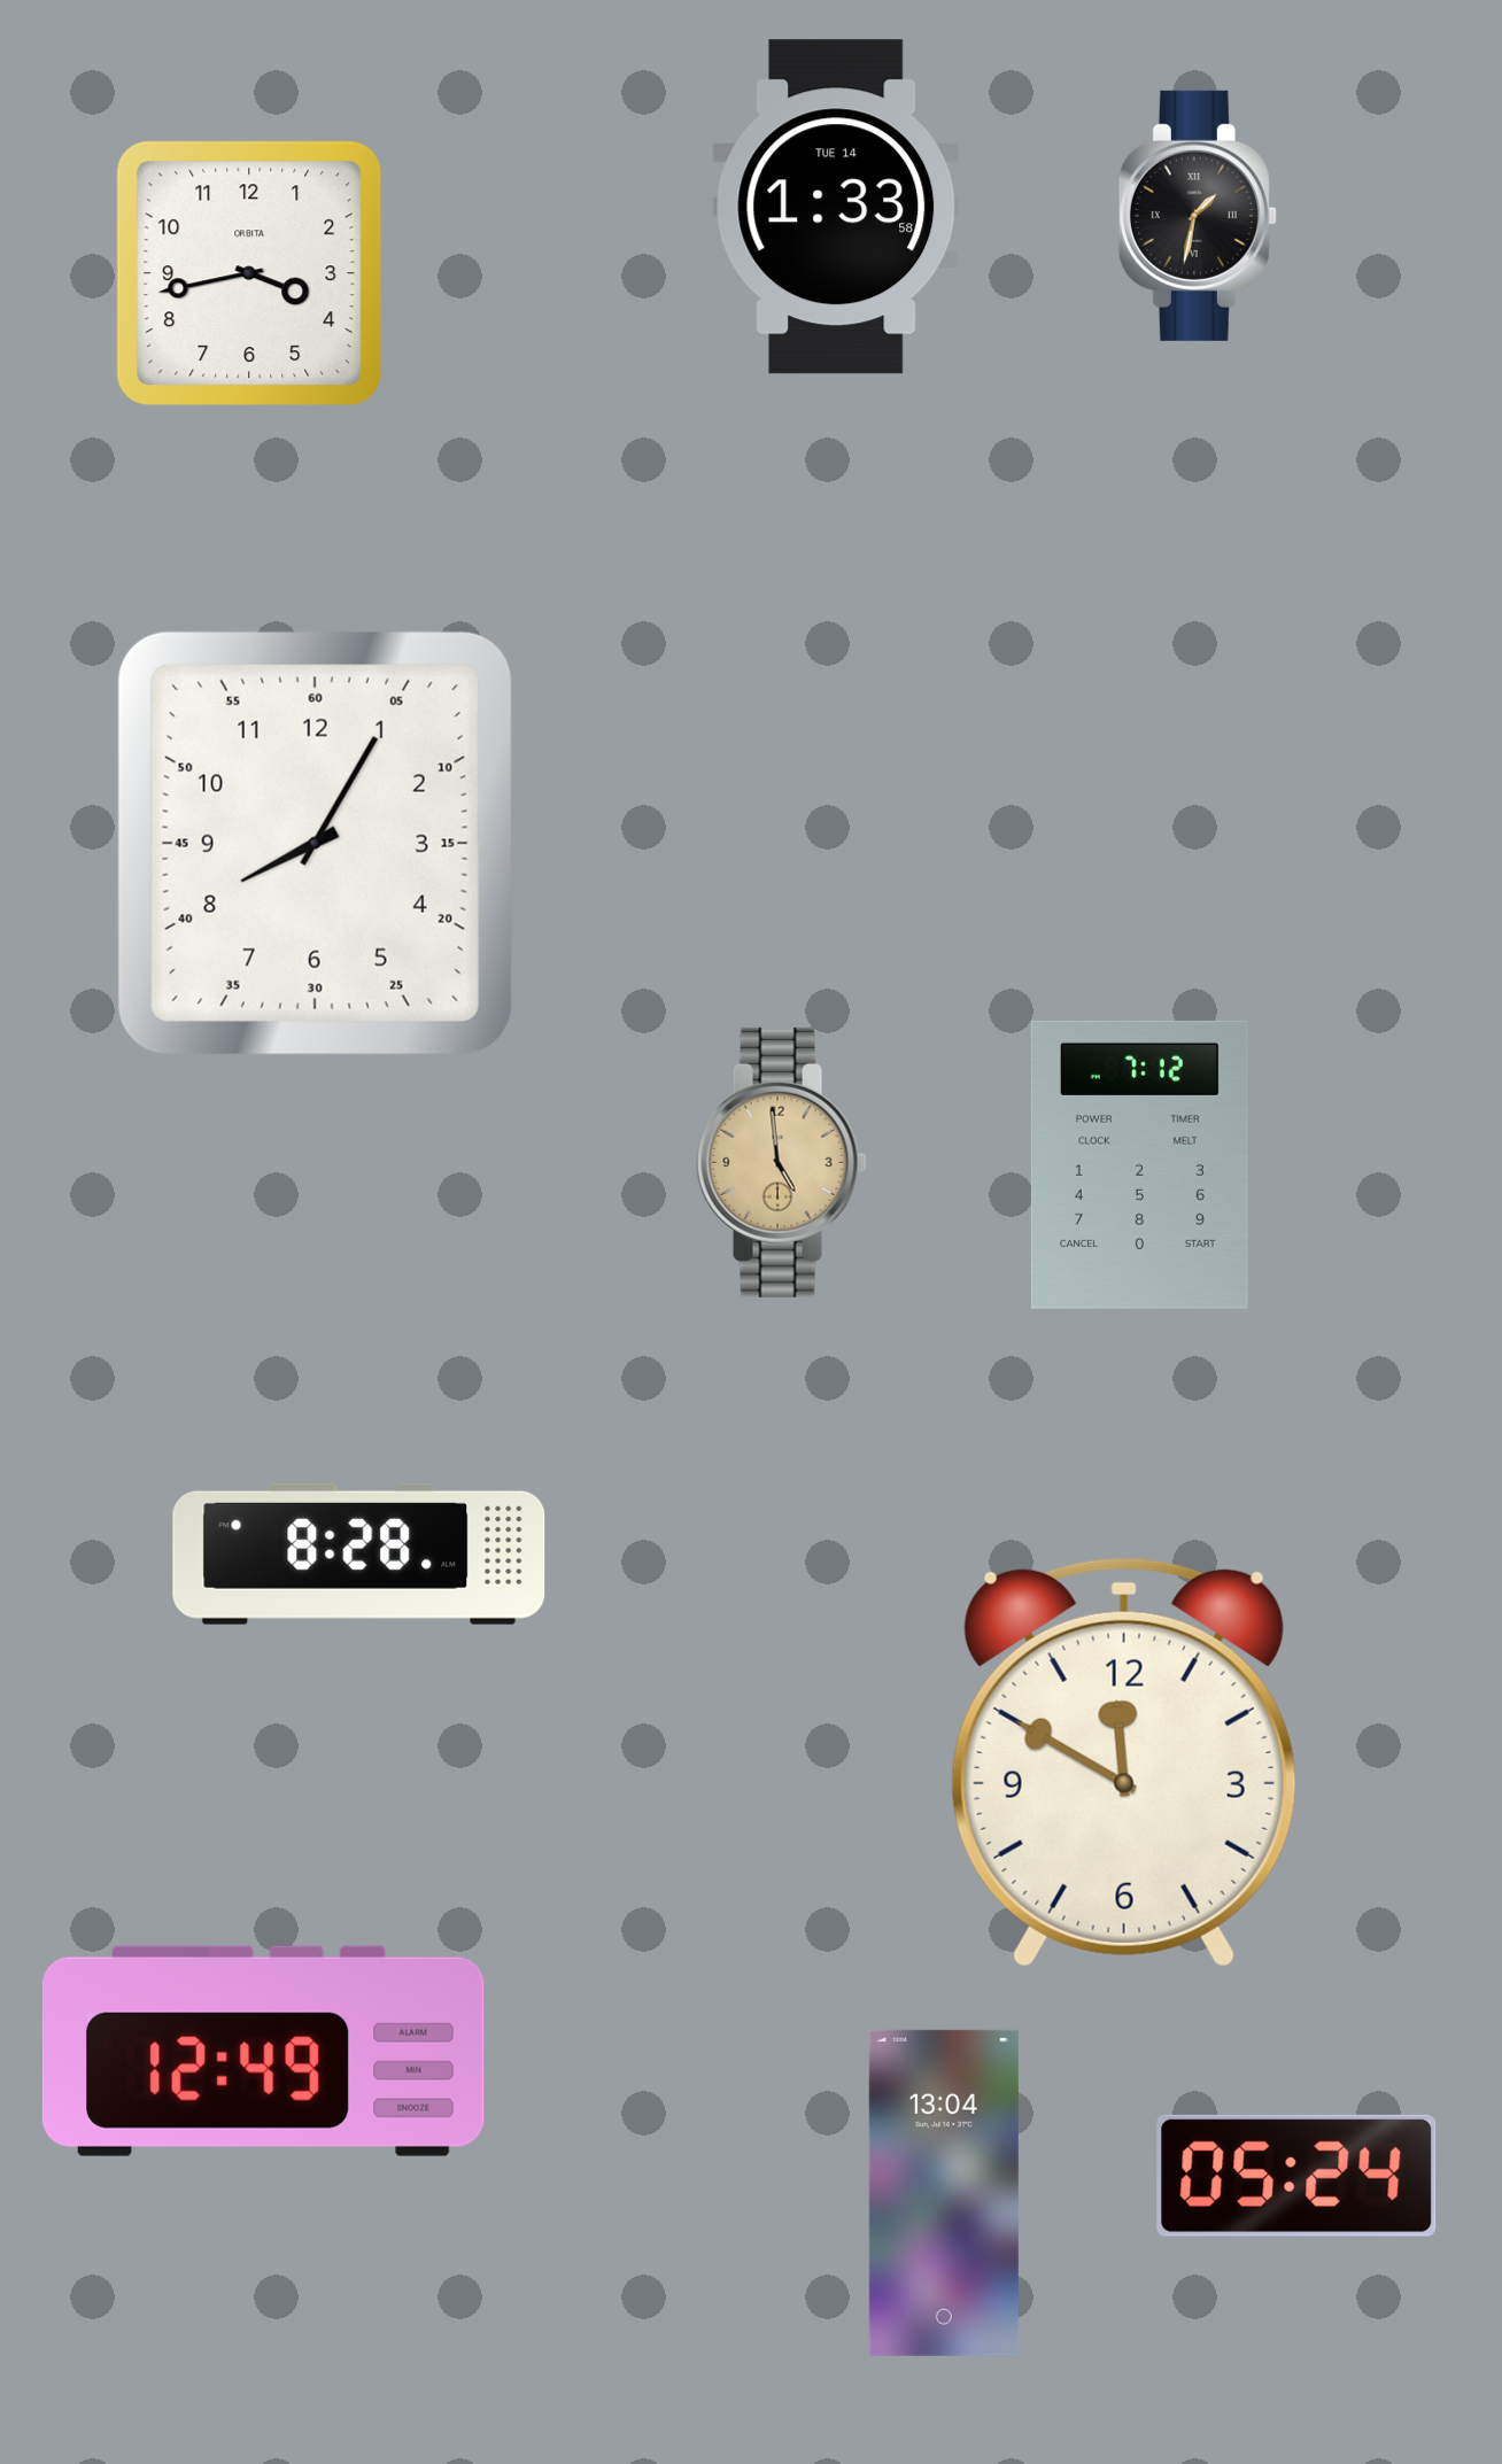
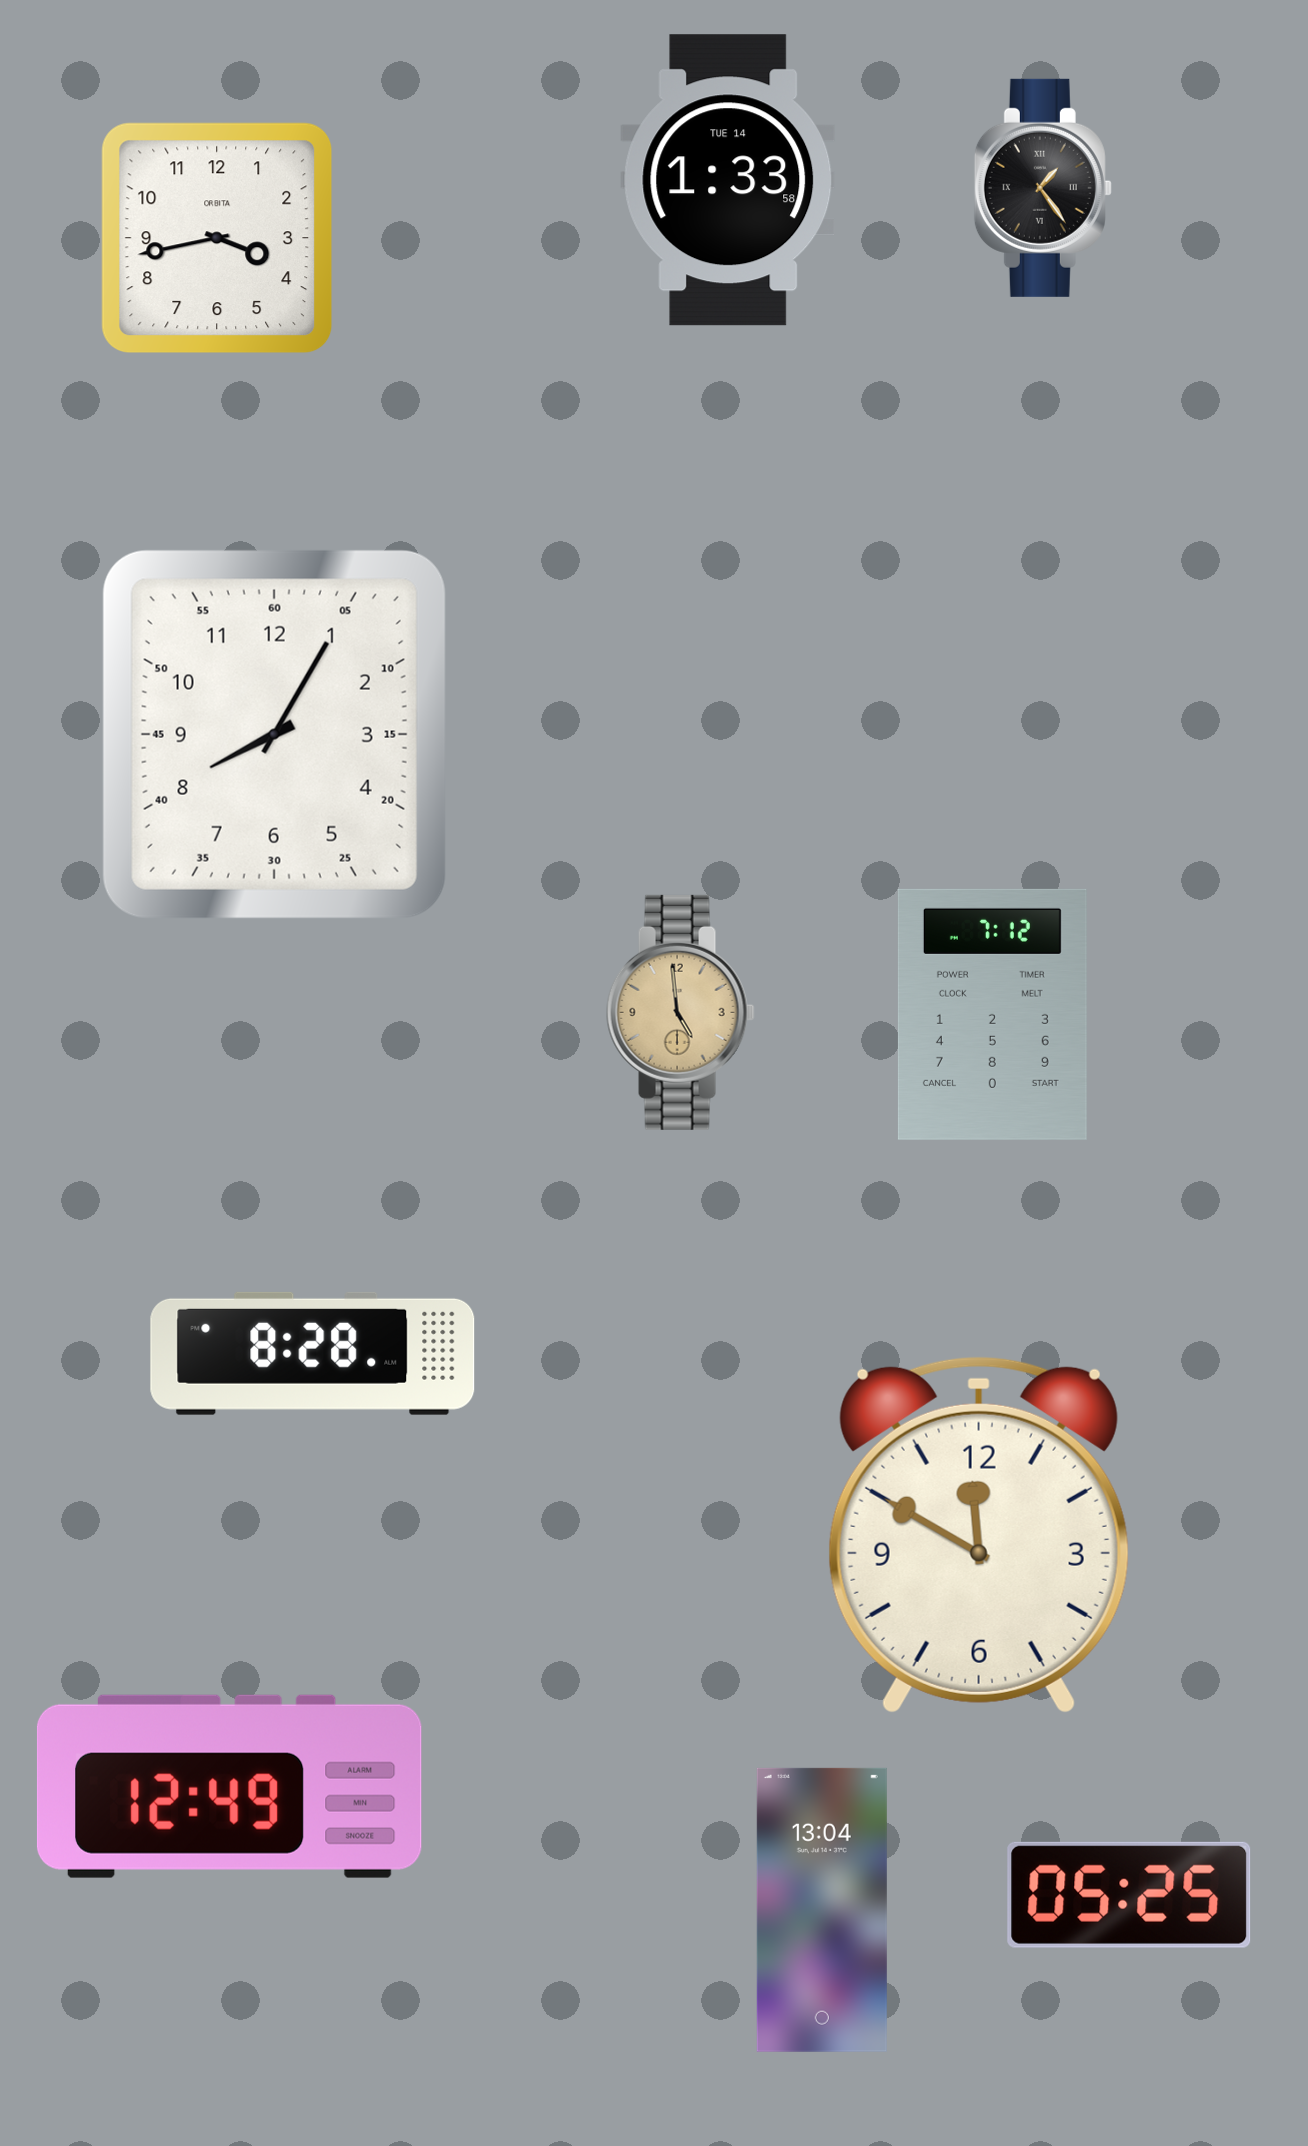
clock at (1198, 216): 1:32 -> 1:24
clock at (1296, 2176): 05:24 -> 05:25
